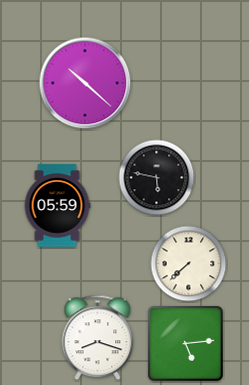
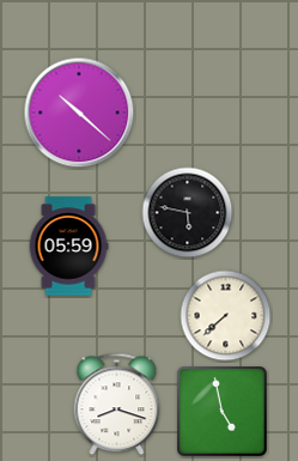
clock at (85, 83) position: (85, 83) -> (79, 113)
clock at (186, 344): 5:14 -> 4:58
